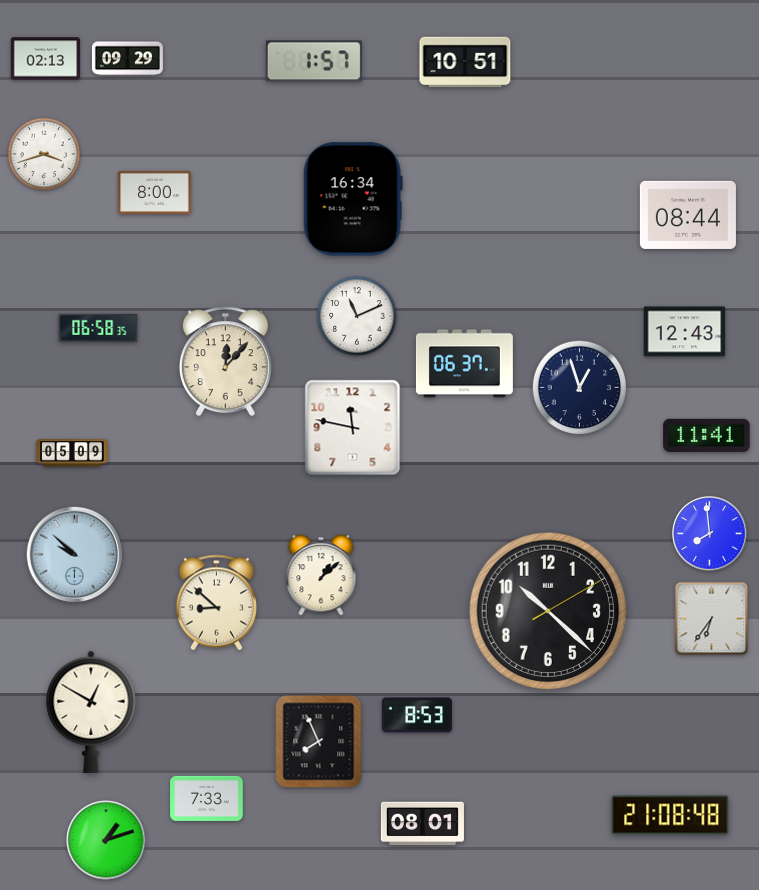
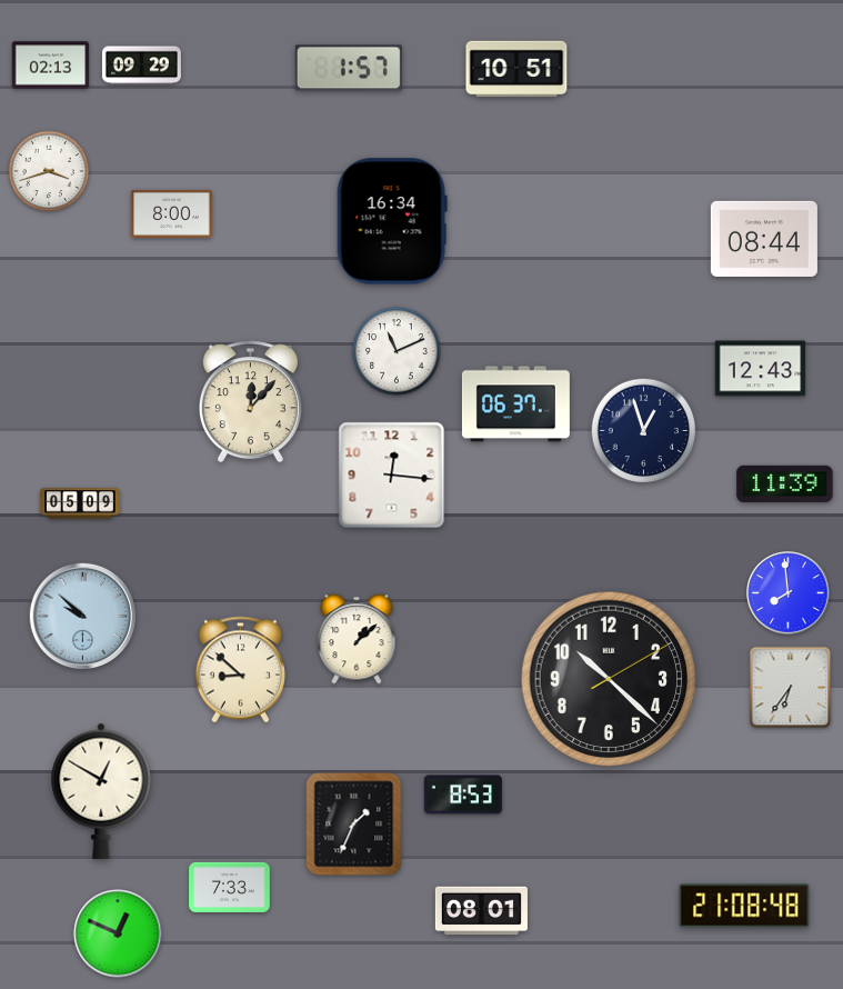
clock at (98, 328): 06:58 -> none
clock at (353, 428): 11:47 -> 12:16
clock at (707, 435): 11:41 -> 11:39
clock at (319, 742): 7:56 -> 1:34
clock at (422, 824) position: (422, 824) -> (481, 911)
clock at (106, 840): 1:12 -> 12:49
